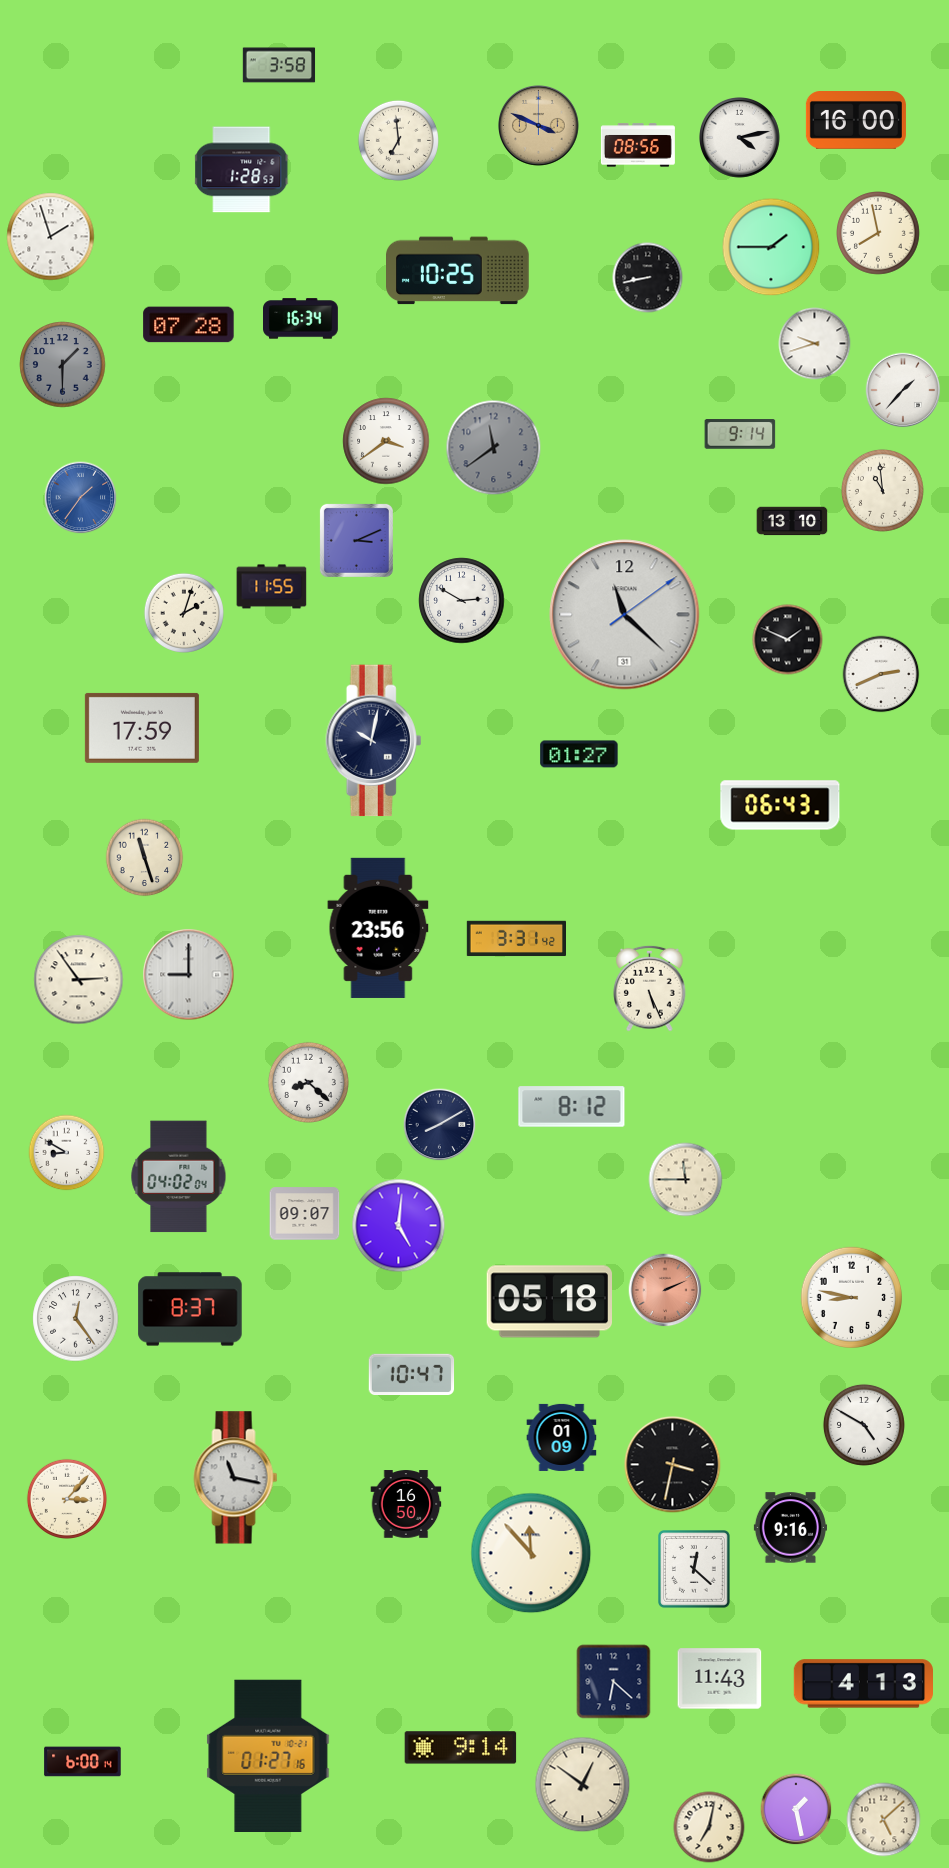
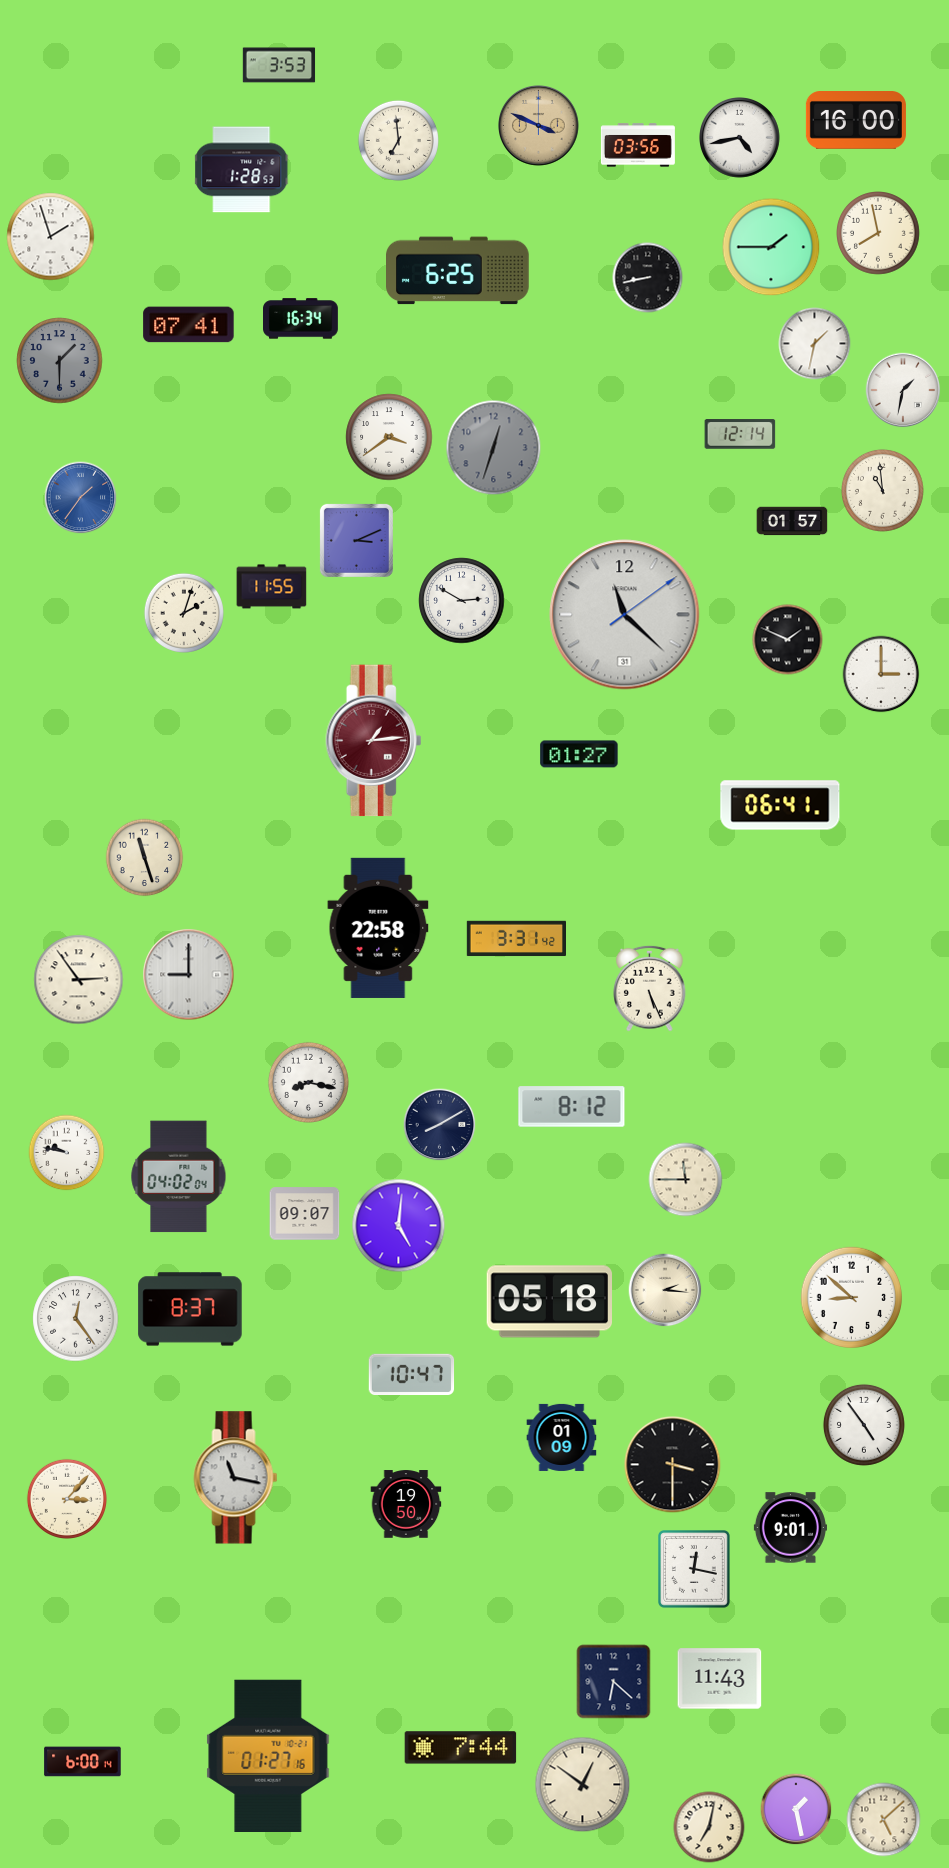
clock at (279, 65): 3:58 -> 3:53
clock at (740, 138): 4:13 -> 4:43
clock at (638, 145): 08:56 -> 03:56
clock at (458, 271): 10:25 -> 6:25
clock at (189, 325): 07:28 -> 07:41
clock at (815, 344): 9:42 -> 1:32
clock at (63, 365) position: (63, 365) -> (60, 361)
clock at (903, 390): 1:37 -> 1:32
clock at (740, 434): 9:14 -> 12:14
clock at (386, 441) position: (386, 441) -> (389, 437)
clock at (494, 448): 11:39 -> 12:33
clock at (792, 521): 13:10 -> 01:57
clock at (881, 674): 2:41 -> 3:00
clock at (142, 728): 17:59 -> none
clock at (374, 741): 10:02 -> 1:14
clock at (374, 741) dial: navy -> burgundy
clock at (780, 805): 06:43 -> 06:41
clock at (378, 928): 23:56 -> 22:58
clock at (308, 1082): 8:22 -> 8:17
clock at (67, 1153): 8:50 -> 9:47
clock at (665, 1290): 2:11 -> 2:16
clock at (665, 1290) dial: salmon -> cream
clock at (851, 1297): 8:47 -> 8:52
clock at (864, 1425): 4:50 -> 4:54
clock at (673, 1465): 3:32 -> 3:30
clock at (406, 1504): 16:50 -> 19:50
clock at (790, 1528): 9:16 -> 9:01
clock at (531, 1553): 11:53 -> none
clock at (695, 1570): 12:22 -> 12:17
clock at (863, 1684): 4:13 -> none
clock at (461, 1748): 9:14 -> 7:44
